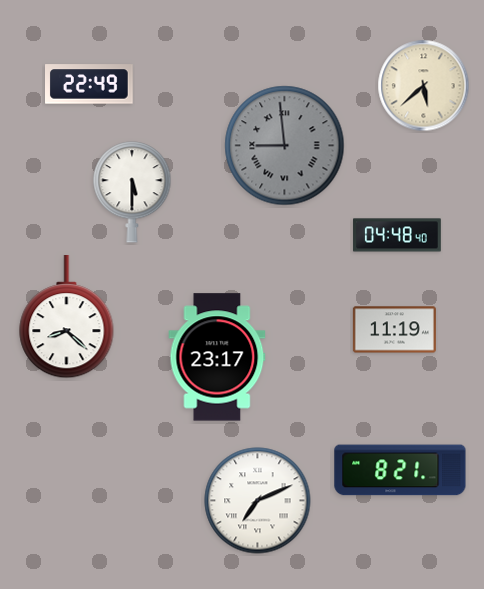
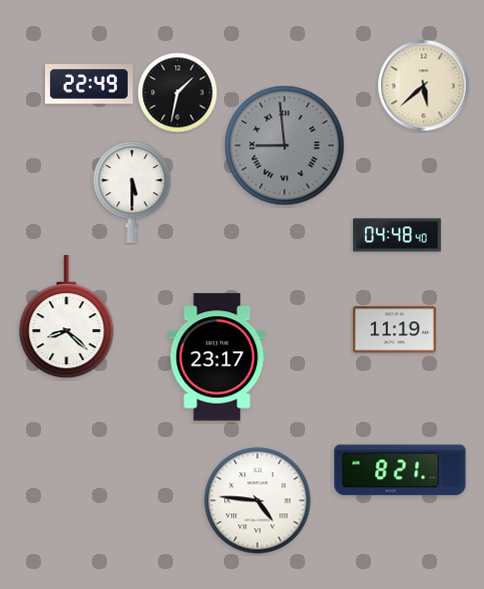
clock at (178, 93): none -> 1:32
clock at (258, 501): 7:11 -> 4:46
